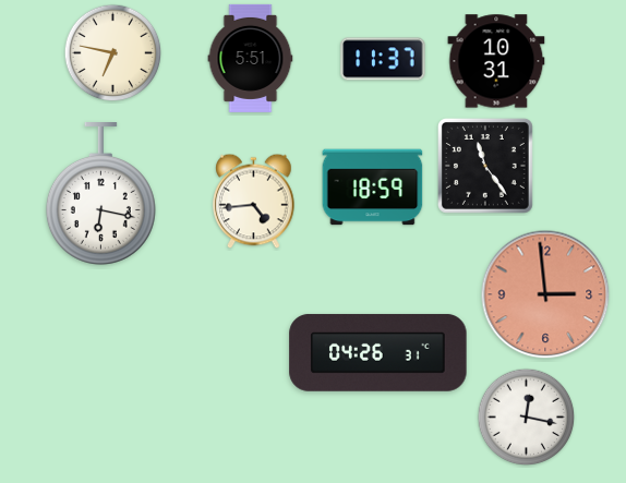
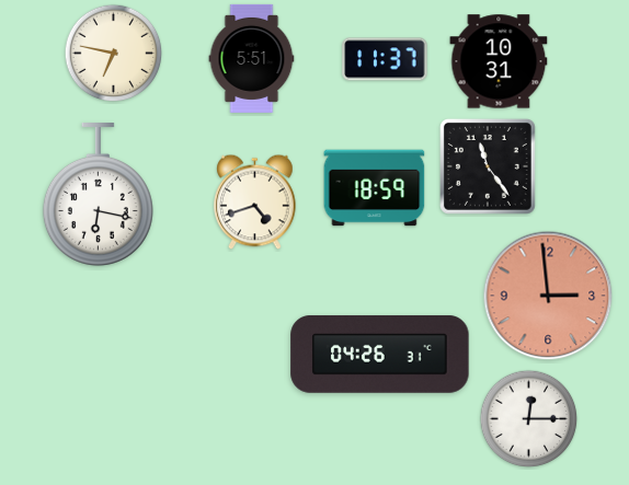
clock at (100, 194) position: (100, 194) -> (98, 195)
clock at (254, 202): 4:44 -> 4:42
clock at (527, 418): 12:17 -> 12:15
